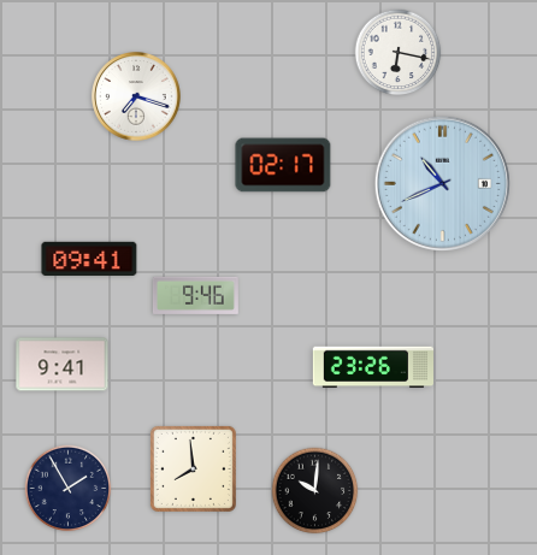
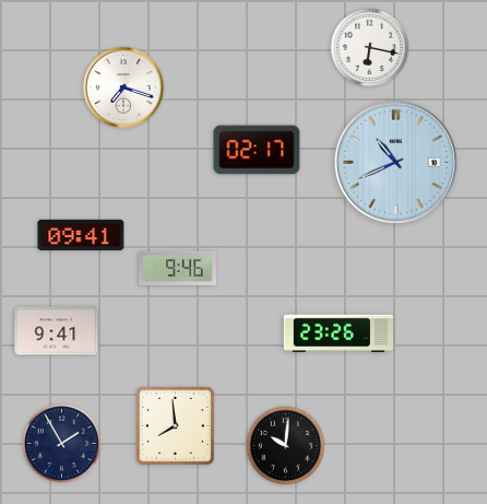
clock at (399, 53) position: (399, 53) -> (370, 48)
clock at (442, 183) position: (442, 183) -> (395, 162)
